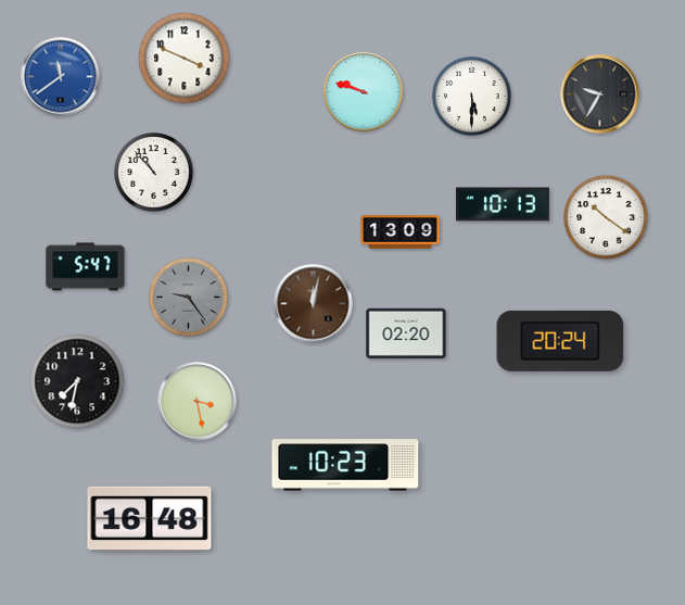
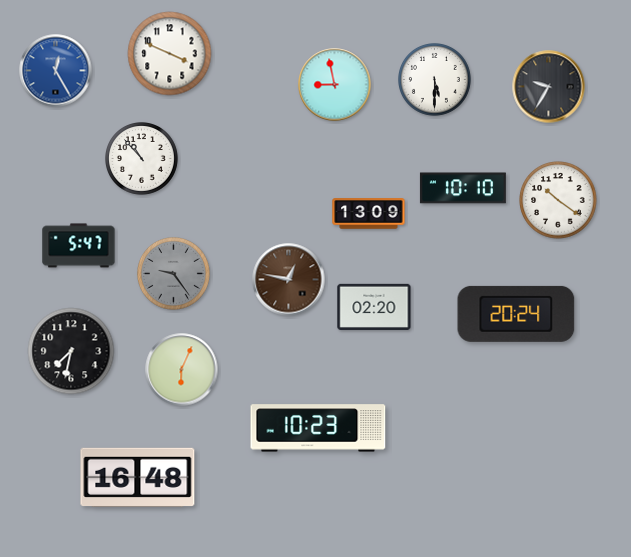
clock at (61, 77): 11:39 -> 12:25
clock at (364, 92): 9:48 -> 8:58
clock at (600, 94) position: (600, 94) -> (549, 87)
clock at (472, 97) position: (472, 97) -> (435, 80)
clock at (503, 204): 10:13 -> 10:10
clock at (314, 304): 12:02 -> 12:47
clock at (198, 402): 3:28 -> 6:04
